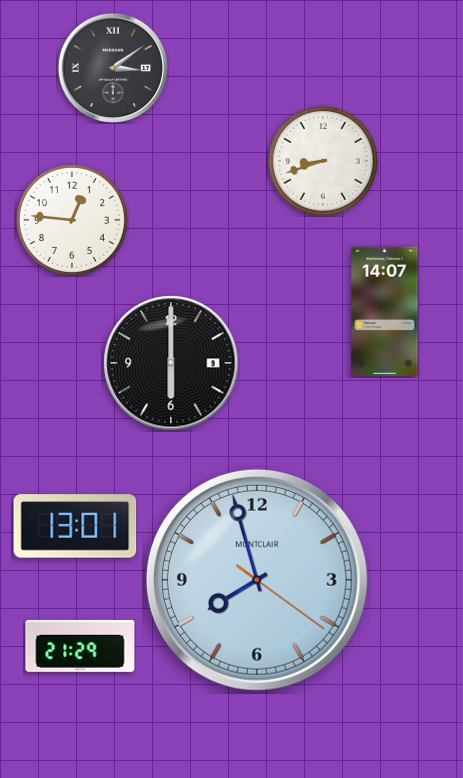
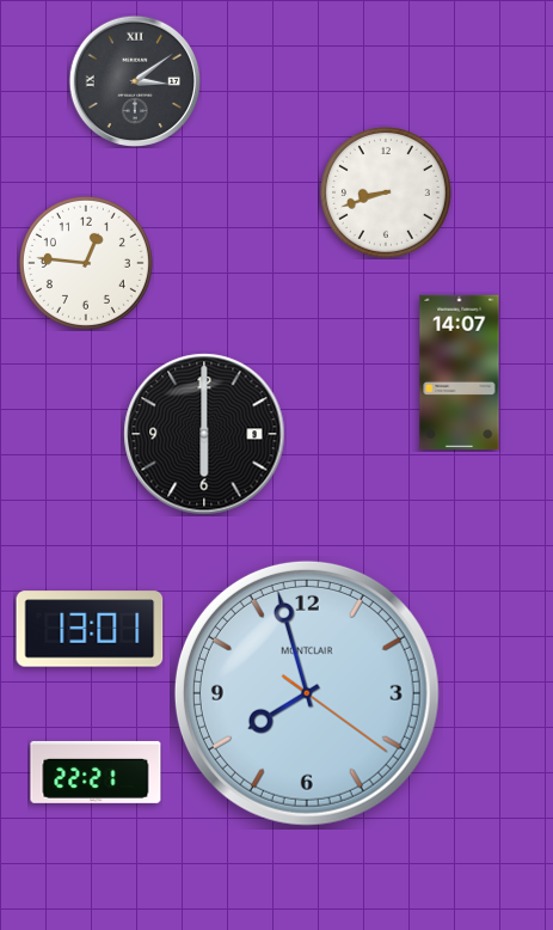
clock at (80, 646): 21:29 -> 22:21
